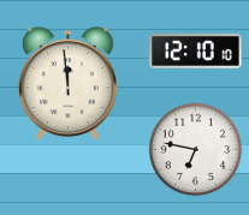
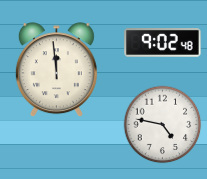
clock at (196, 52): 12:10 -> 9:02
clock at (195, 149): 6:47 -> 4:47
